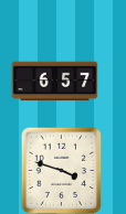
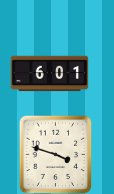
clock at (54, 82): 6:57 -> 6:01
